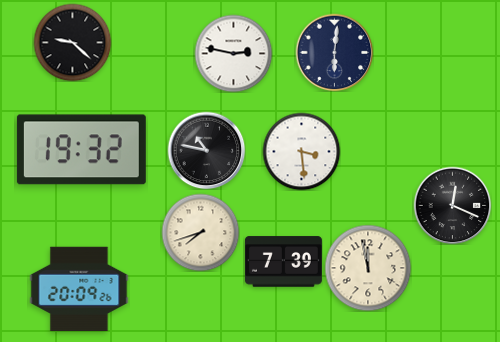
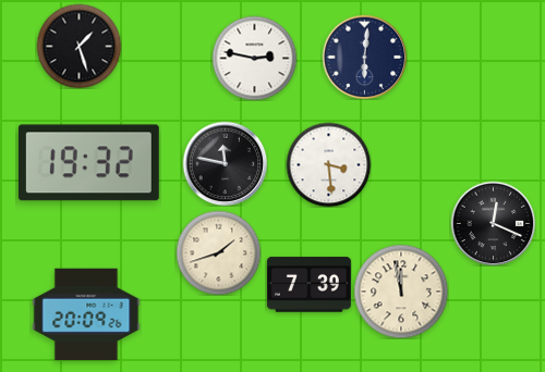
clock at (72, 42): 9:22 -> 1:27
clock at (206, 150): 10:47 -> 11:47
clock at (200, 232): 7:42 -> 1:42
